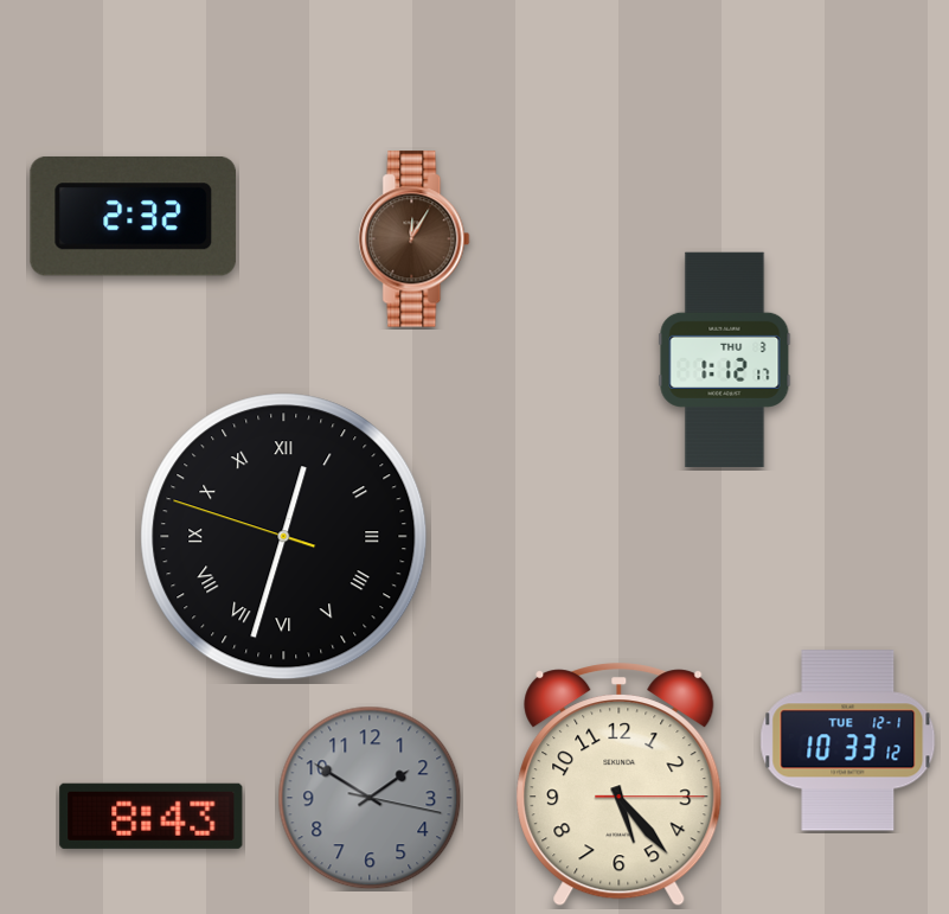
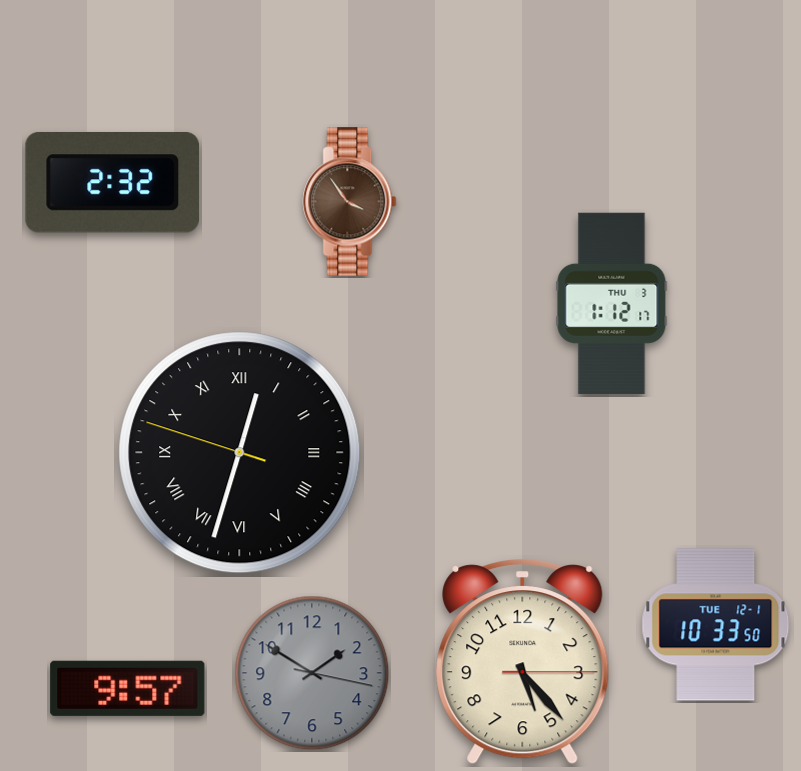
clock at (415, 239): 12:05 -> 3:54
clock at (848, 741): 10:33:12 -> 10:33:50
clock at (152, 816): 8:43 -> 9:57
